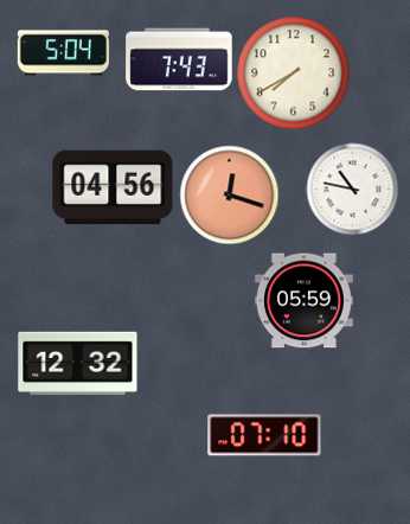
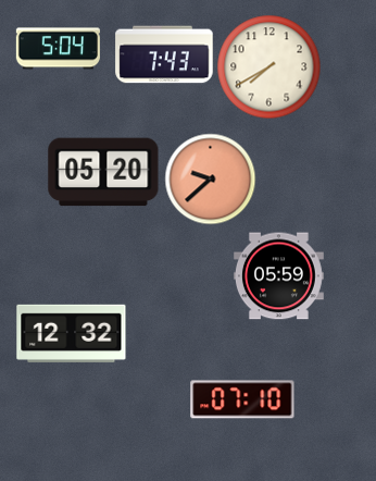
clock at (113, 187): 04:56 -> 05:20
clock at (352, 188): 10:47 -> none
clock at (229, 194): 12:18 -> 9:38
